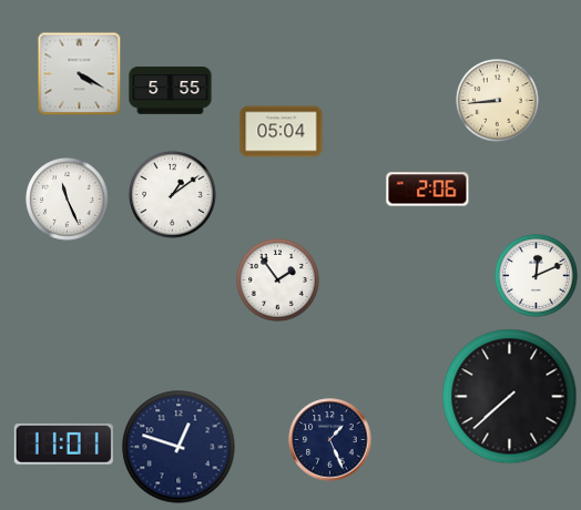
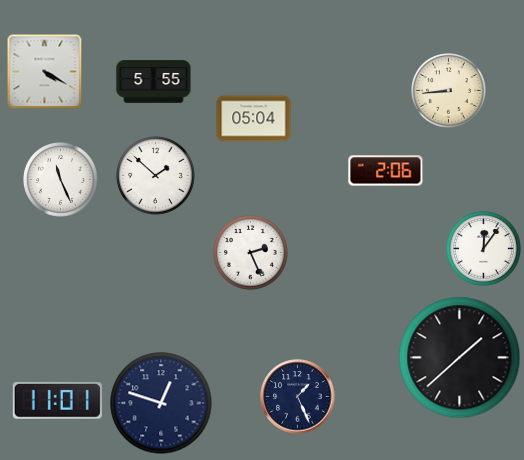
clock at (80, 74) position: (80, 74) -> (45, 72)
clock at (173, 195): 1:09 -> 1:52
clock at (537, 276): 12:11 -> 12:06
clock at (278, 280): 1:54 -> 2:26
clock at (510, 397): 7:38 -> 1:38
